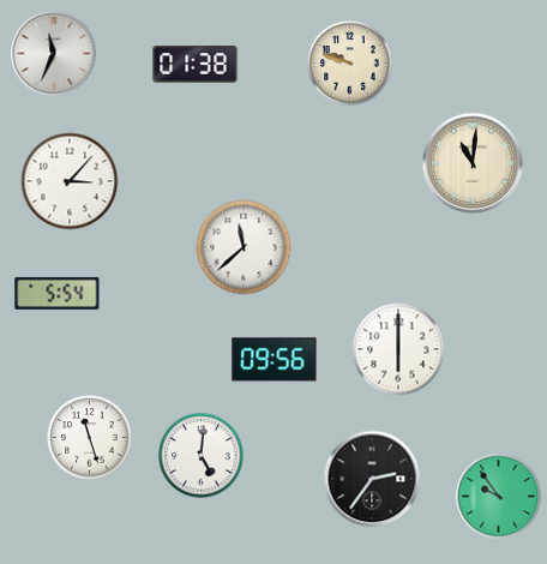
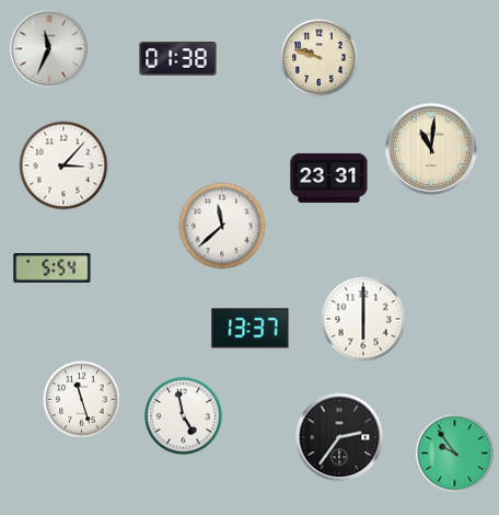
clock at (329, 178): none -> 23:31
clock at (275, 360): 09:56 -> 13:37
clock at (202, 456): 5:01 -> 4:58
